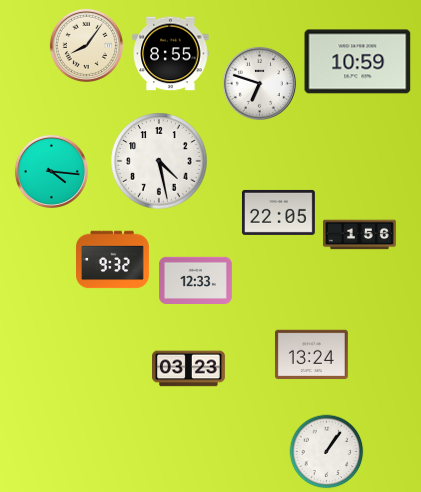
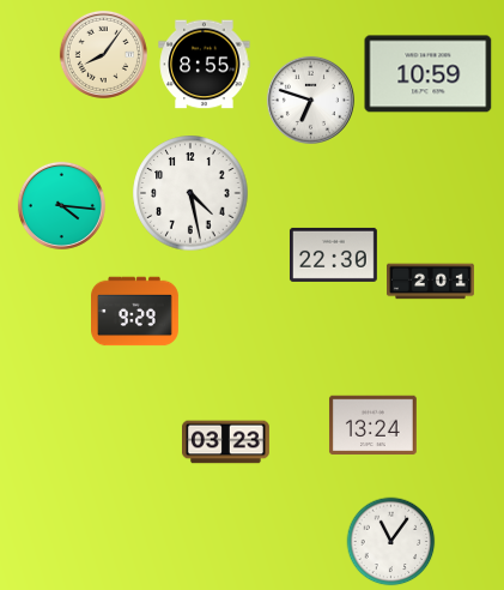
clock at (278, 212): 22:05 -> 22:30
clock at (360, 235): 1:56 -> 2:01
clock at (113, 260): 9:32 -> 9:29
clock at (196, 280): 12:33 -> none
clock at (327, 452): 1:06 -> 11:06
